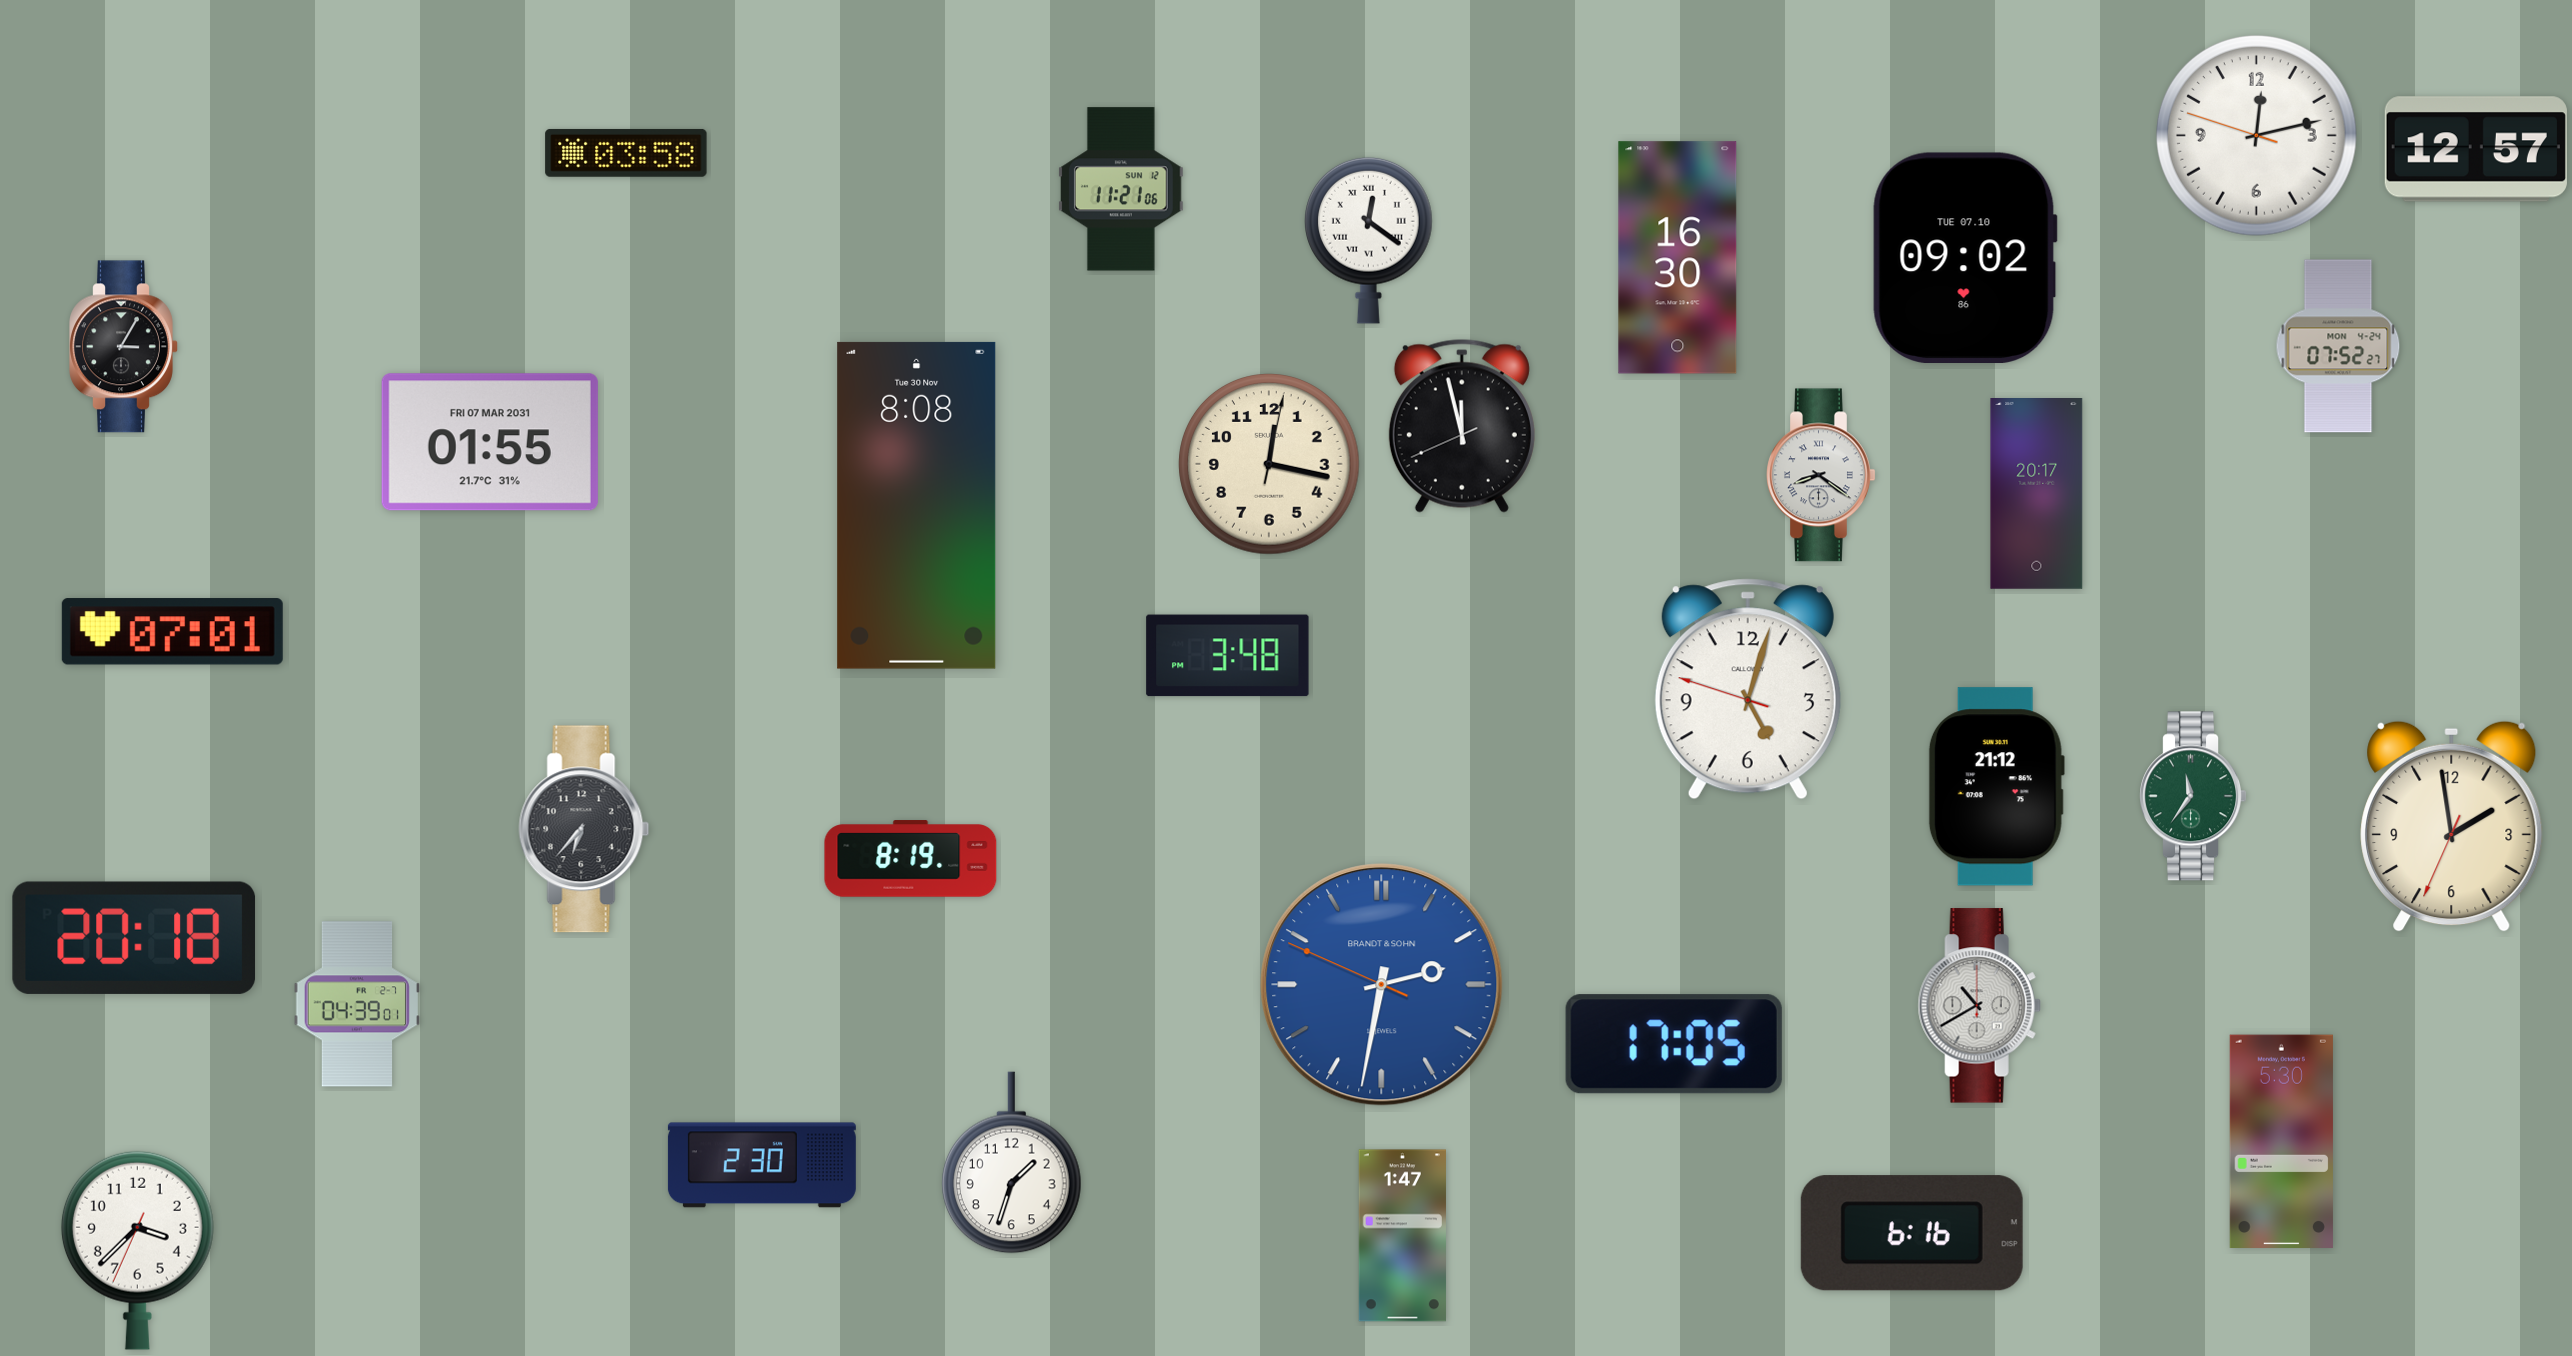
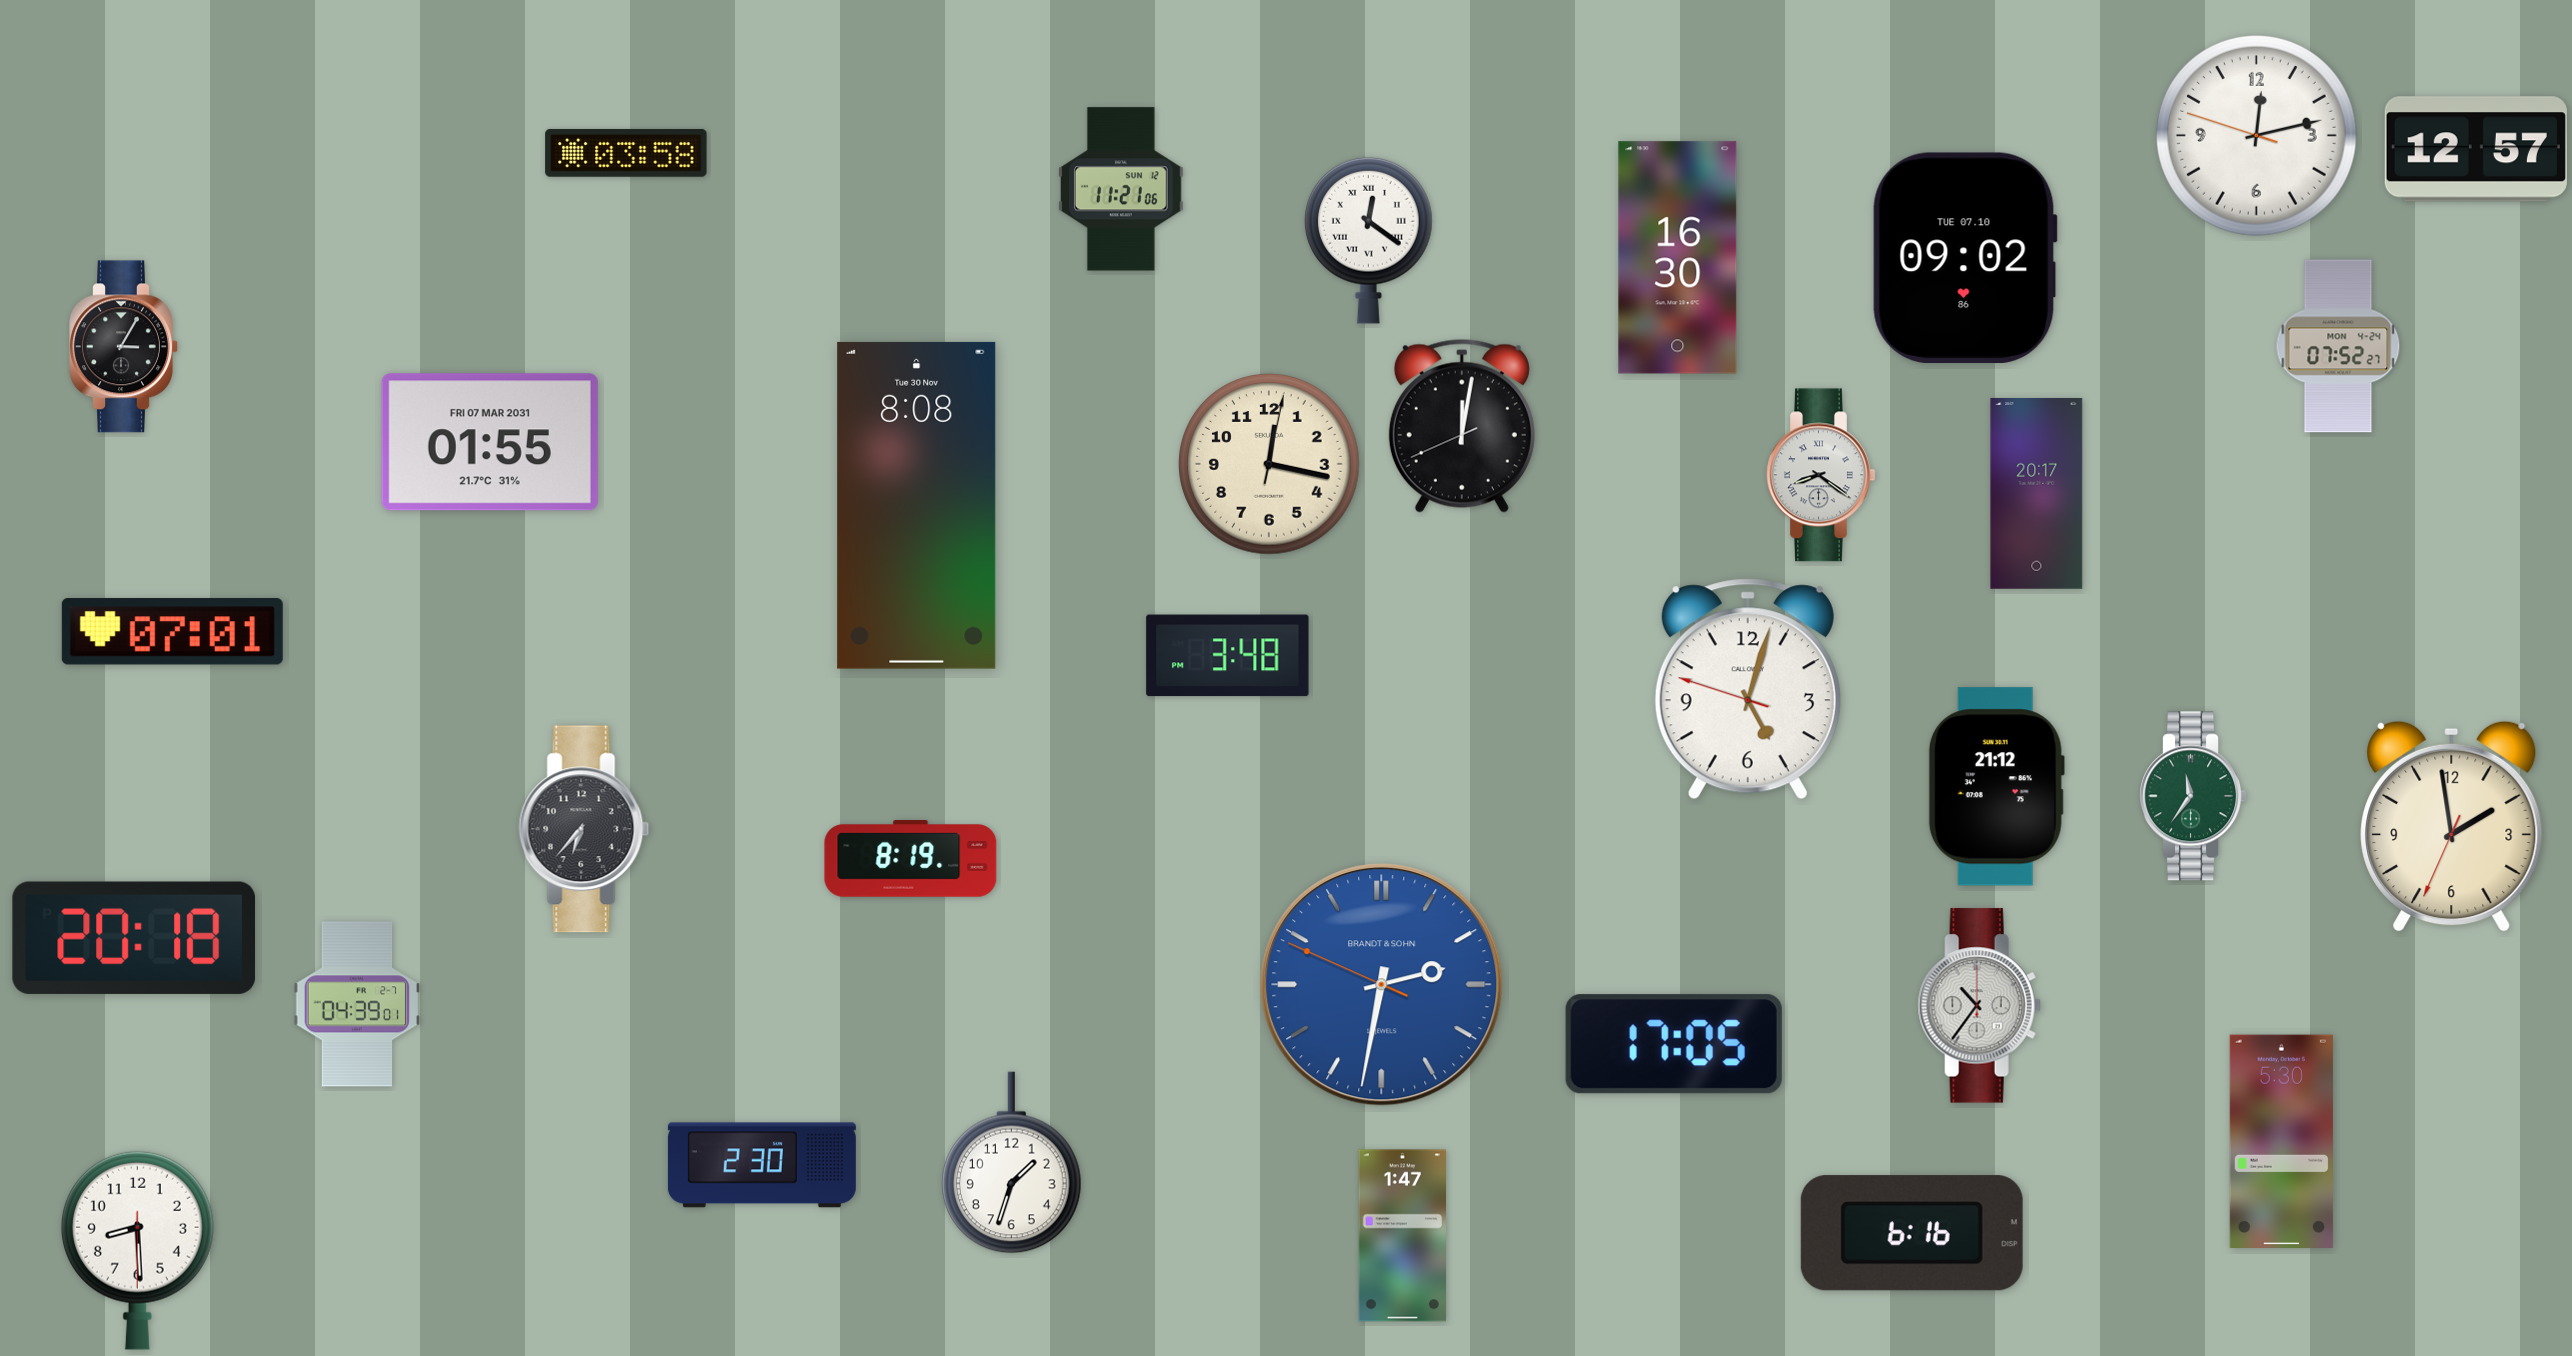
clock at (1462, 426): 11:57 -> 12:01
clock at (1979, 1006): 10:40 -> 10:36
clock at (137, 1250): 3:37 -> 8:29
